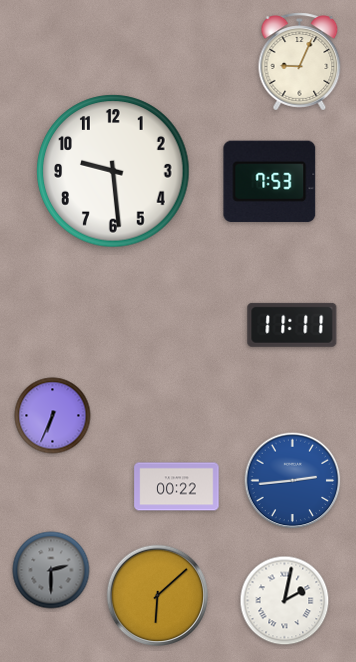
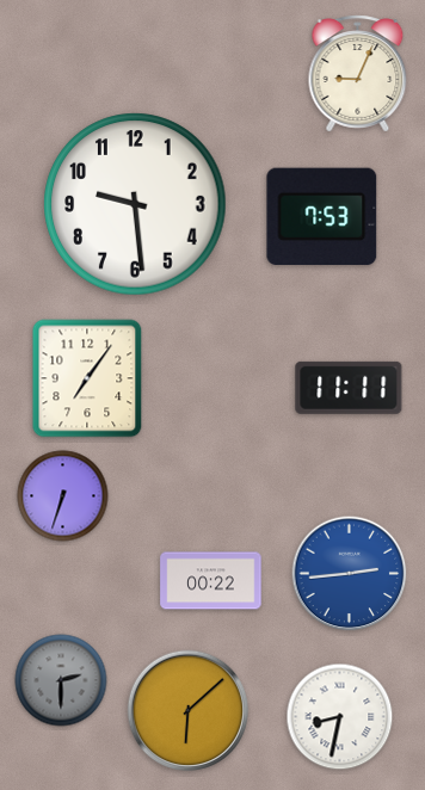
clock at (87, 378): none -> 7:06
clock at (53, 416): 6:34 -> 6:33
clock at (285, 601): 2:02 -> 8:32
